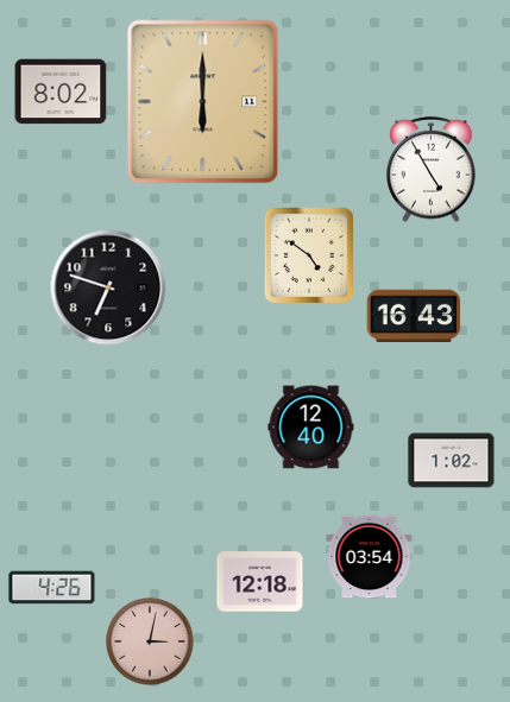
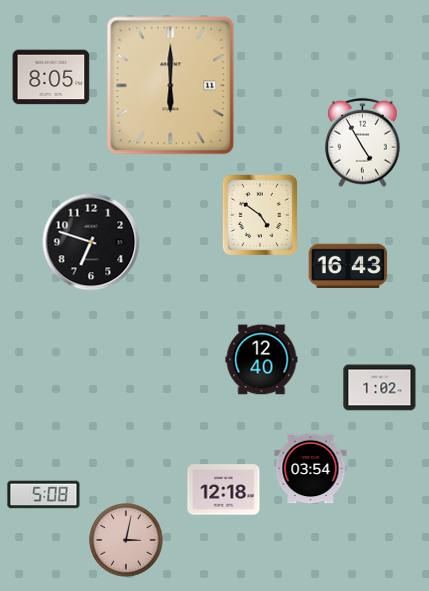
clock at (61, 91): 8:02 -> 8:05
clock at (260, 582) position: (260, 582) -> (224, 490)
clock at (52, 588): 4:26 -> 5:08
